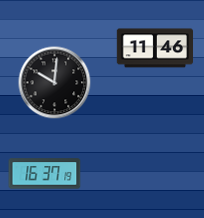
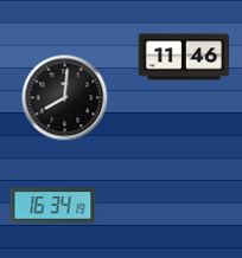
clock at (55, 83): 10:01 -> 8:01
clock at (45, 174): 16:37 -> 16:34
